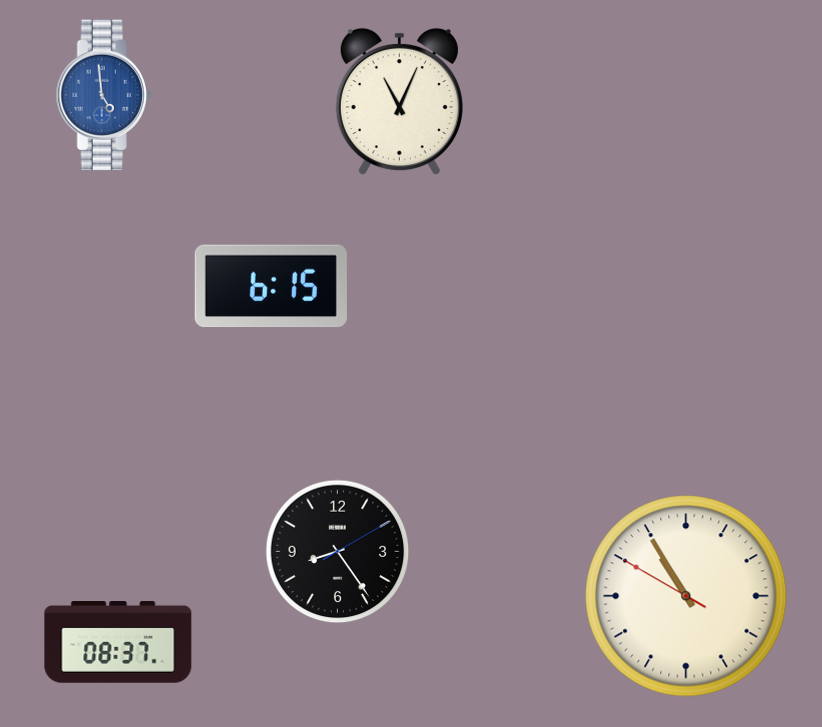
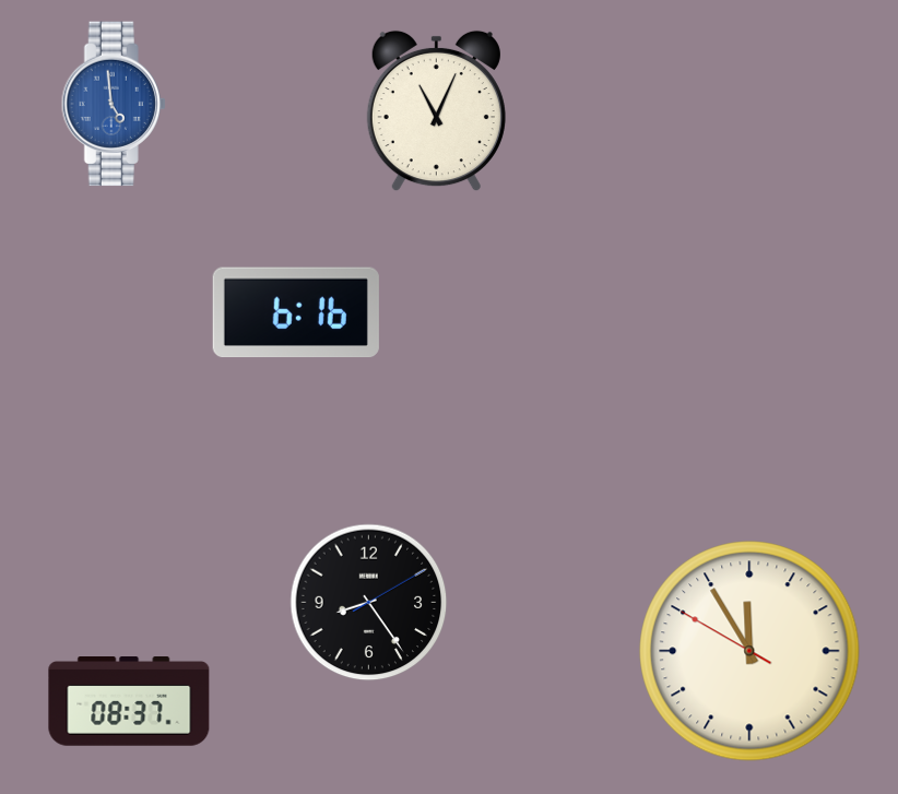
clock at (271, 286): 6:15 -> 6:16
clock at (686, 596): 10:54 -> 11:54
